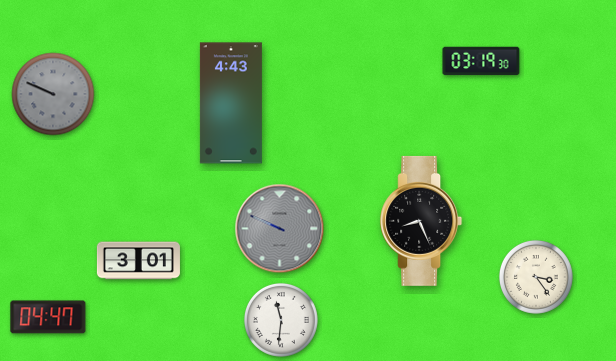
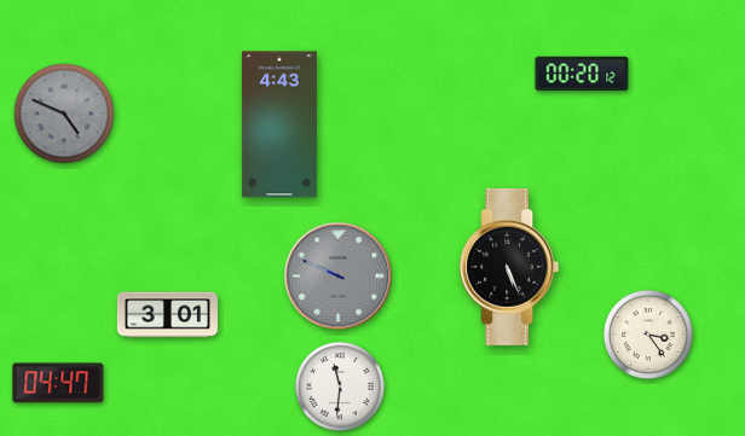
clock at (481, 61): 03:19 -> 00:20
clock at (53, 94): 9:49 -> 4:49
clock at (421, 221): 8:26 -> 5:26
